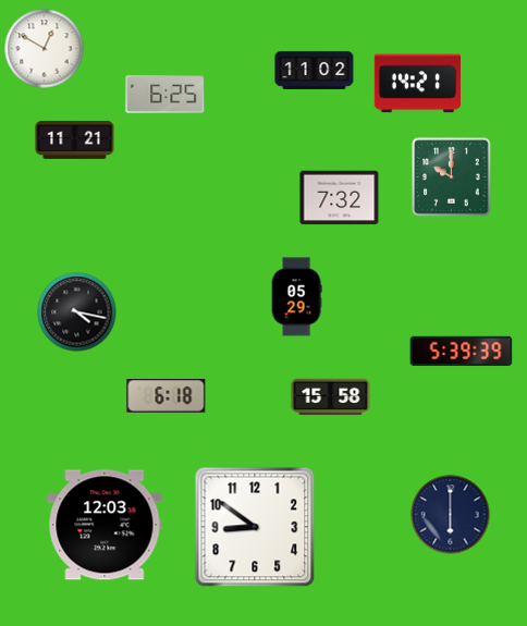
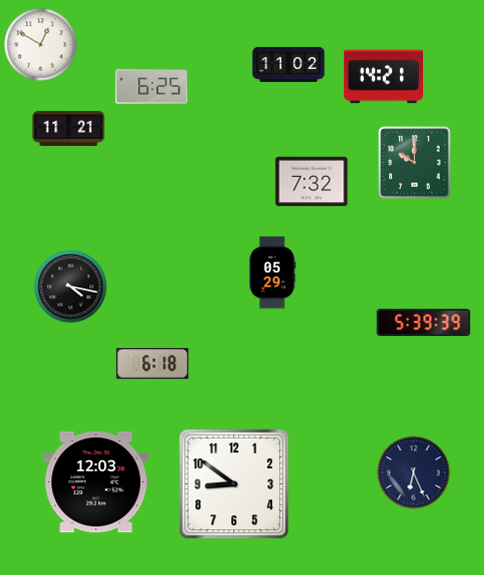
clock at (331, 397): 15:58 -> none
clock at (451, 515): 6:00 -> 6:26
